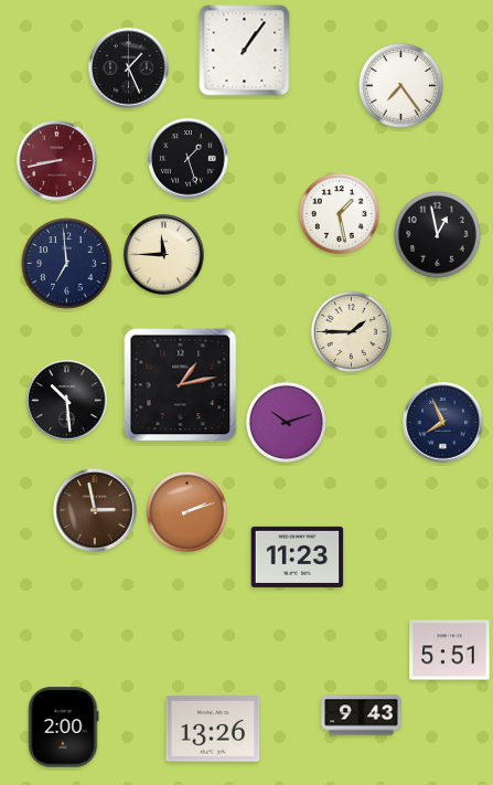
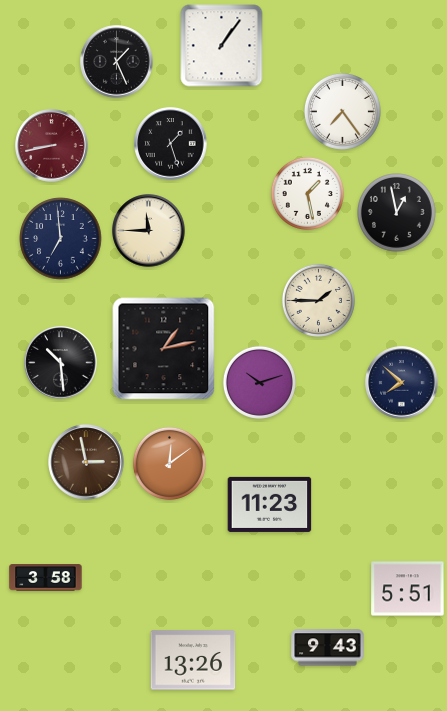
clock at (400, 85) position: (400, 85) -> (342, 111)
clock at (443, 423): 7:56 -> 7:52
clock at (186, 511): 2:12 -> 12:09
clock at (46, 578): none -> 3:58
clock at (64, 728): 2:00 -> none
